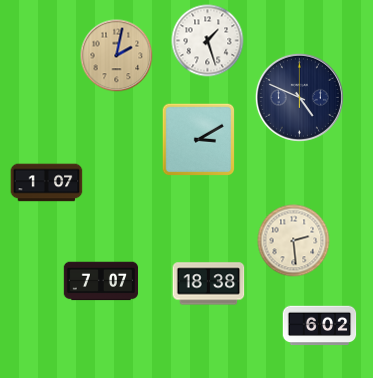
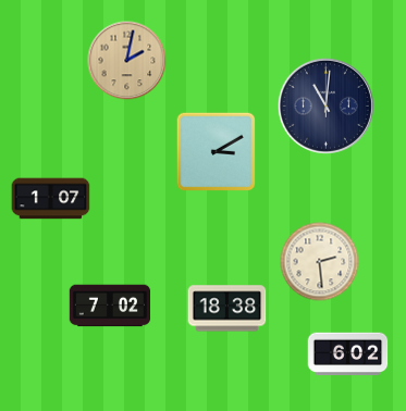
clock at (208, 41): 1:27 -> none
clock at (299, 97): 4:49 -> 11:01
clock at (100, 281): 7:07 -> 7:02
